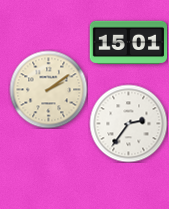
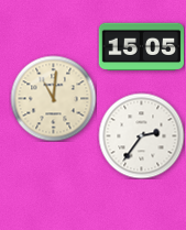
clock at (128, 43): 15:01 -> 15:05
clock at (48, 89): 2:09 -> 11:01
